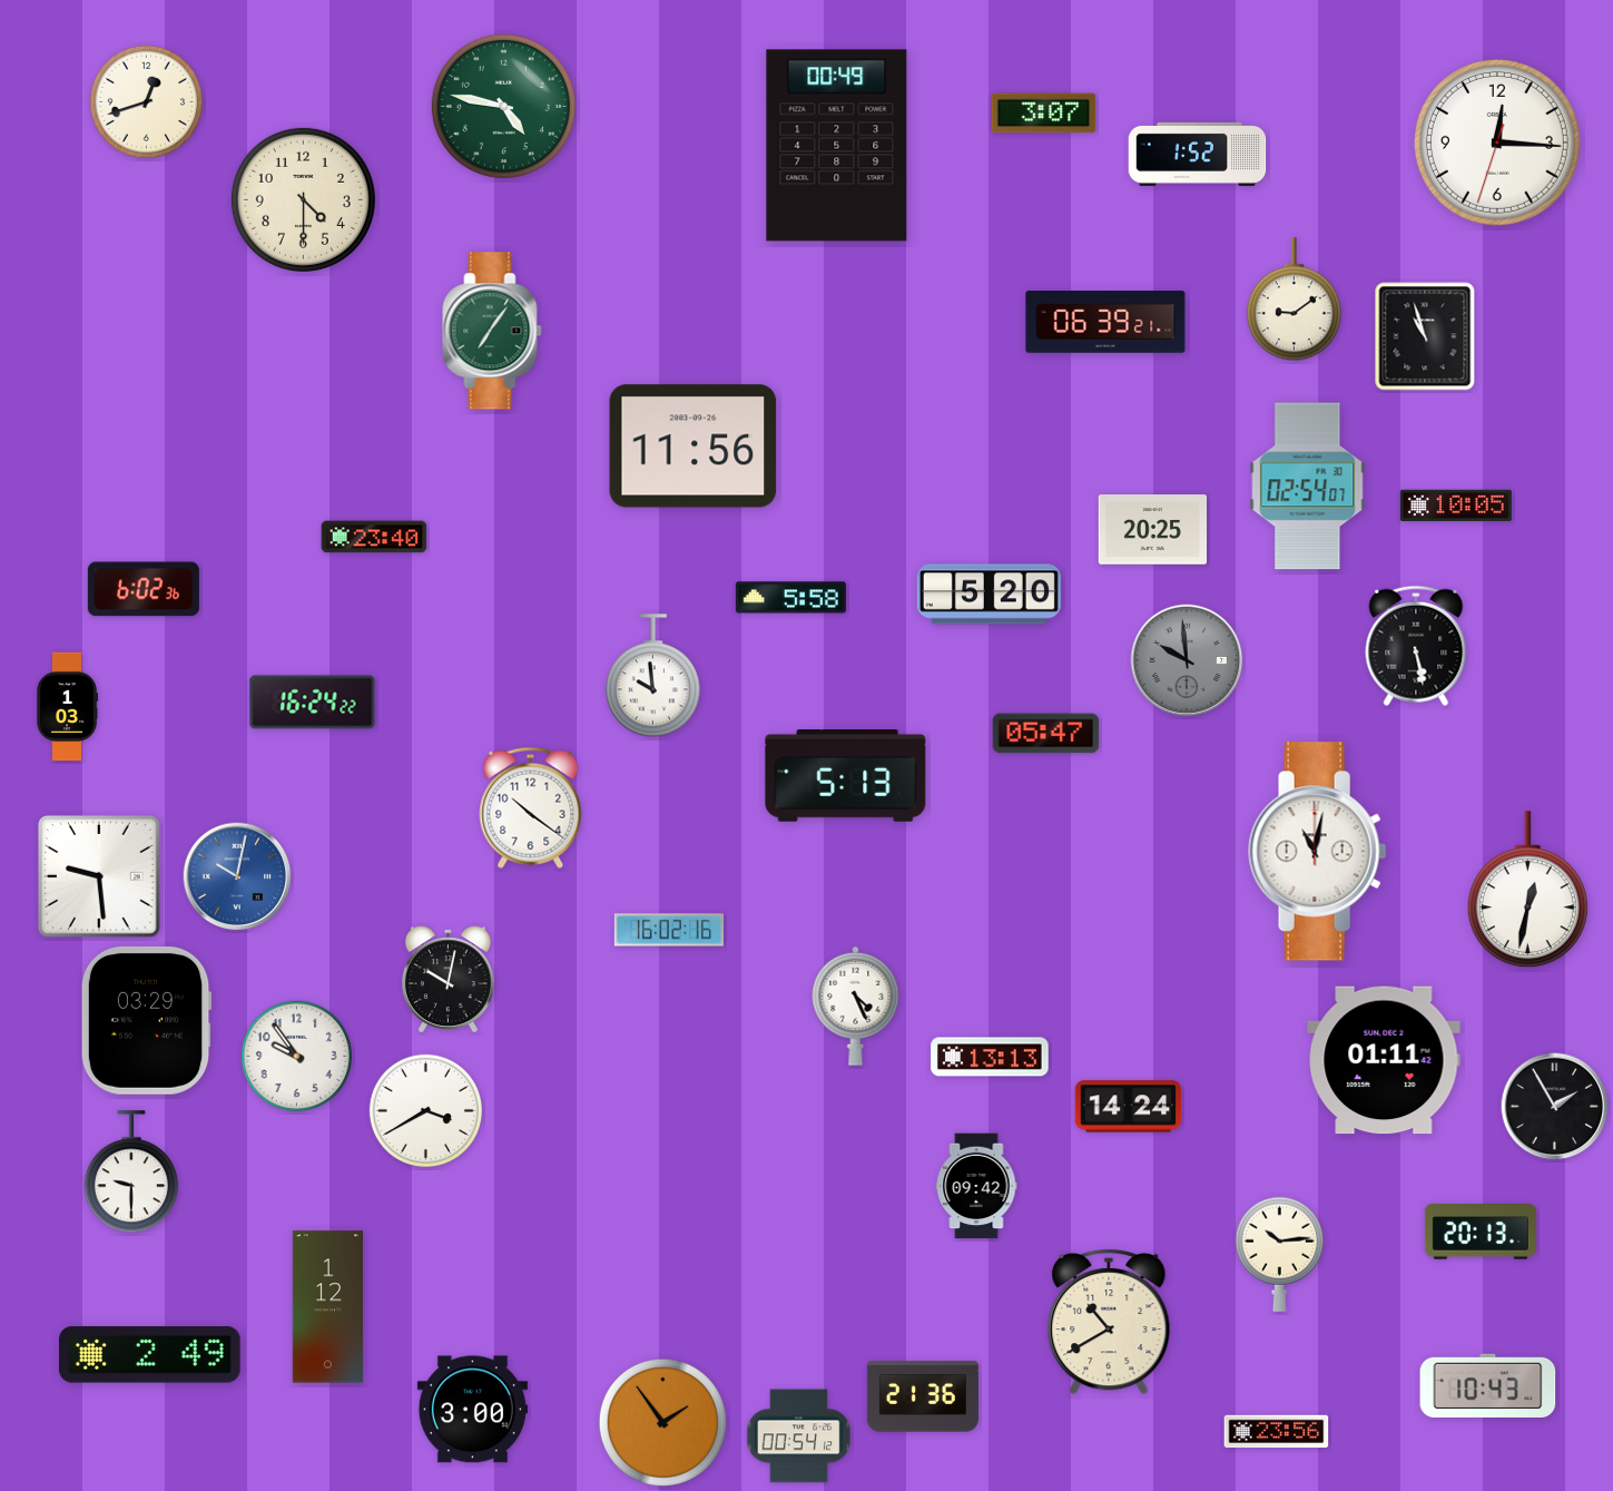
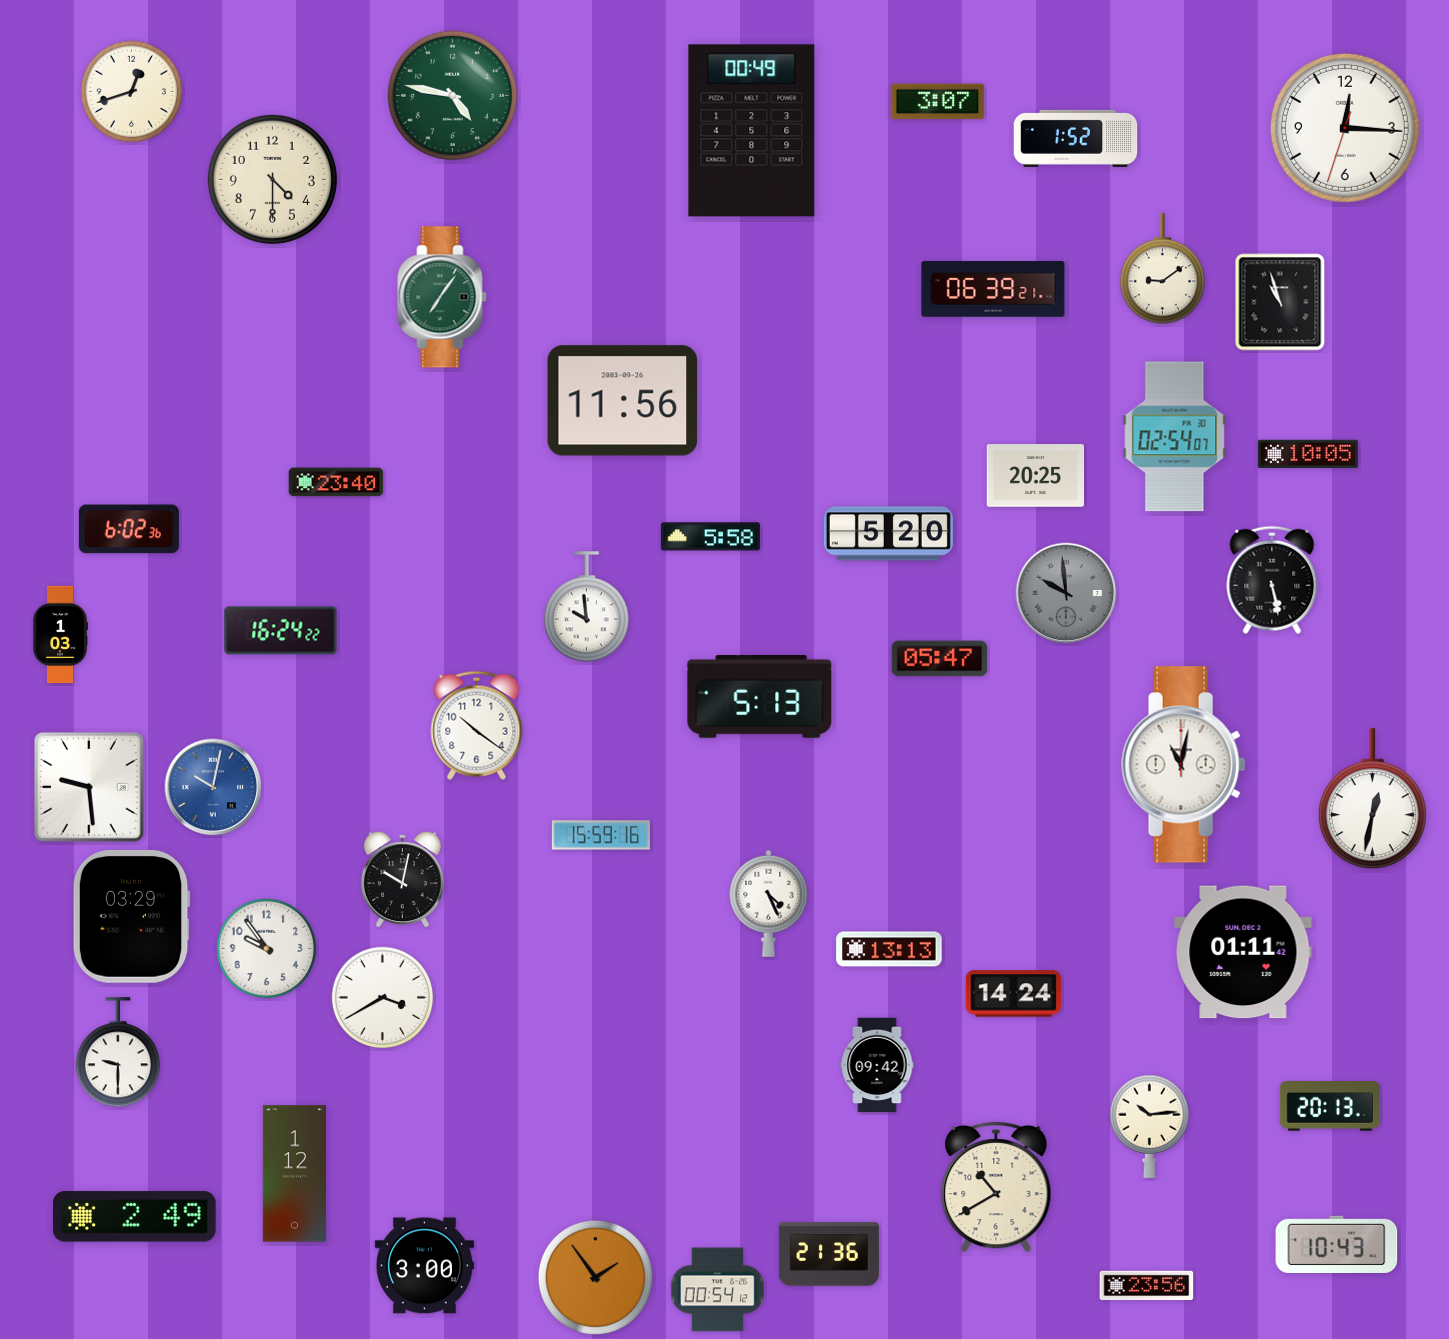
clock at (669, 930): 16:02 -> 15:59
clock at (1555, 1107): 1:55 -> none
